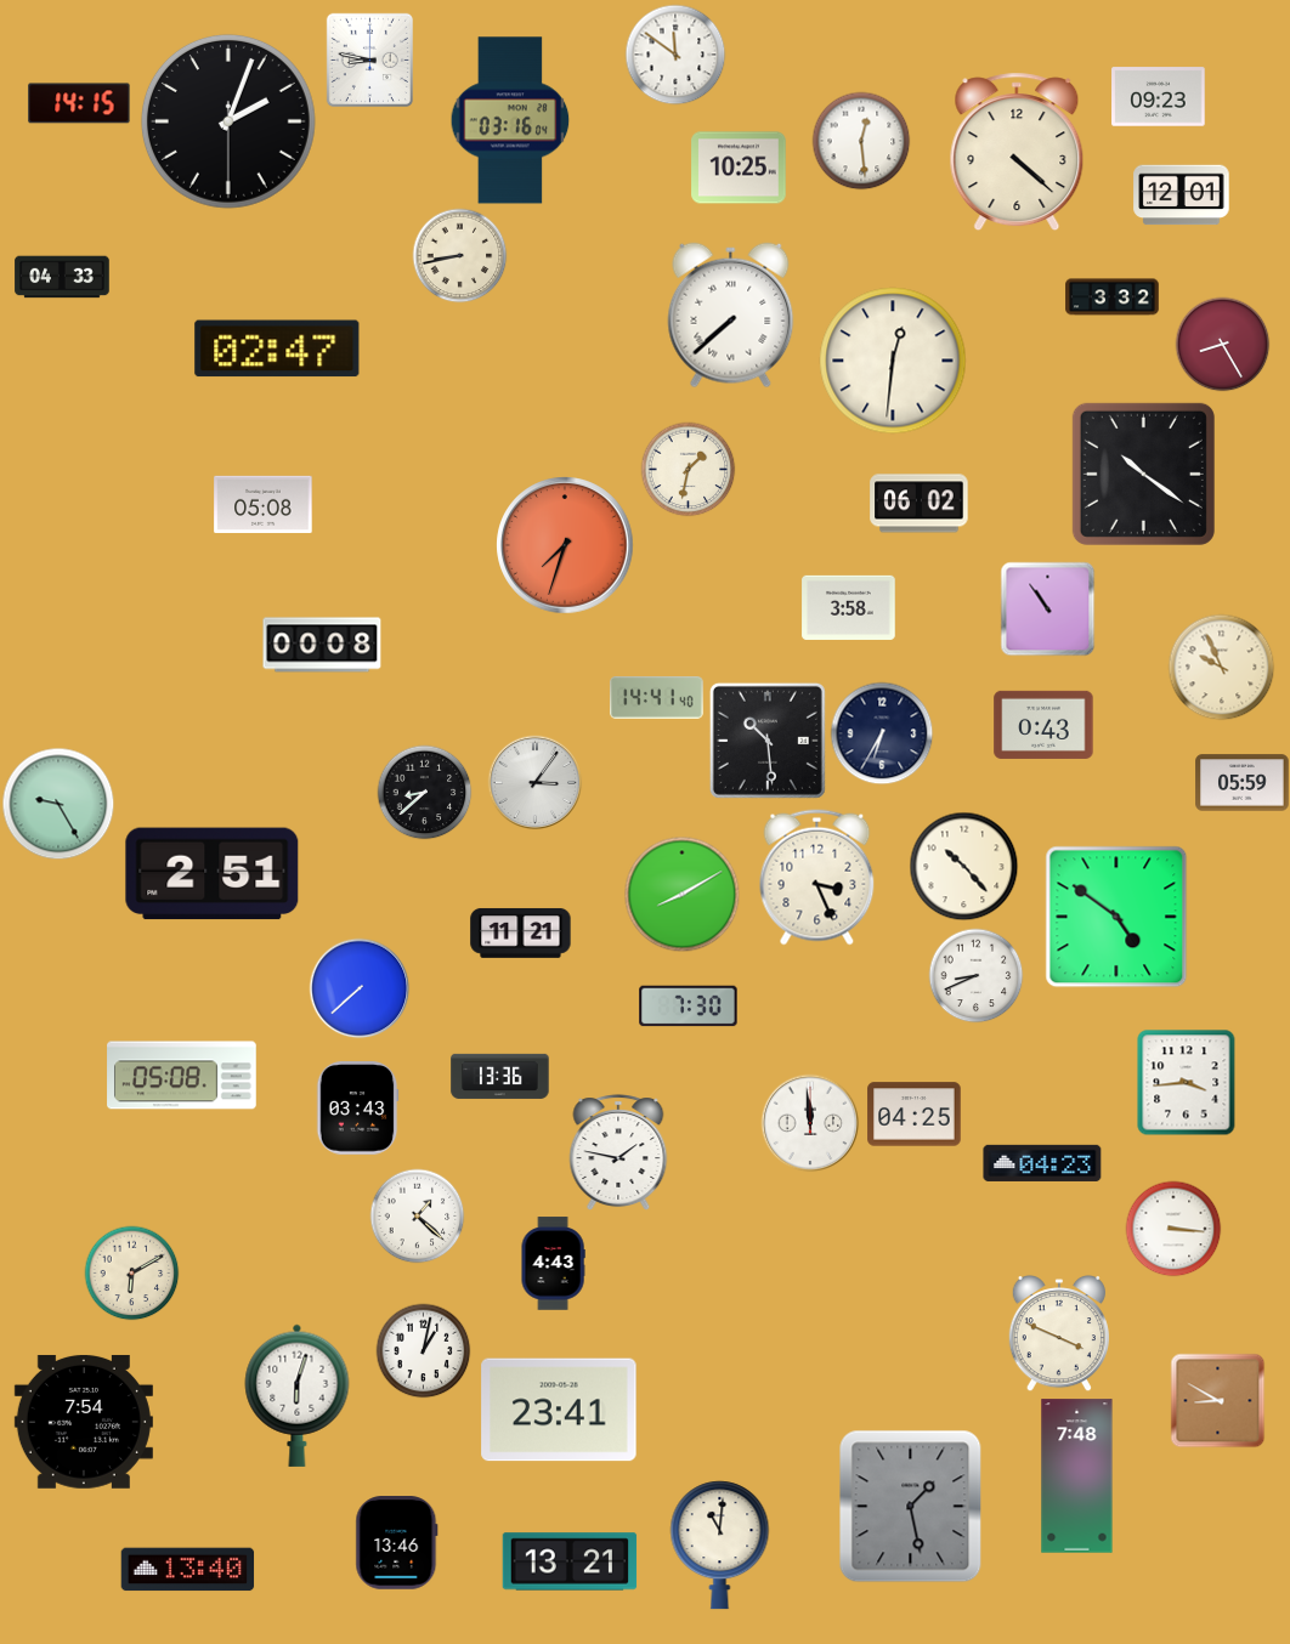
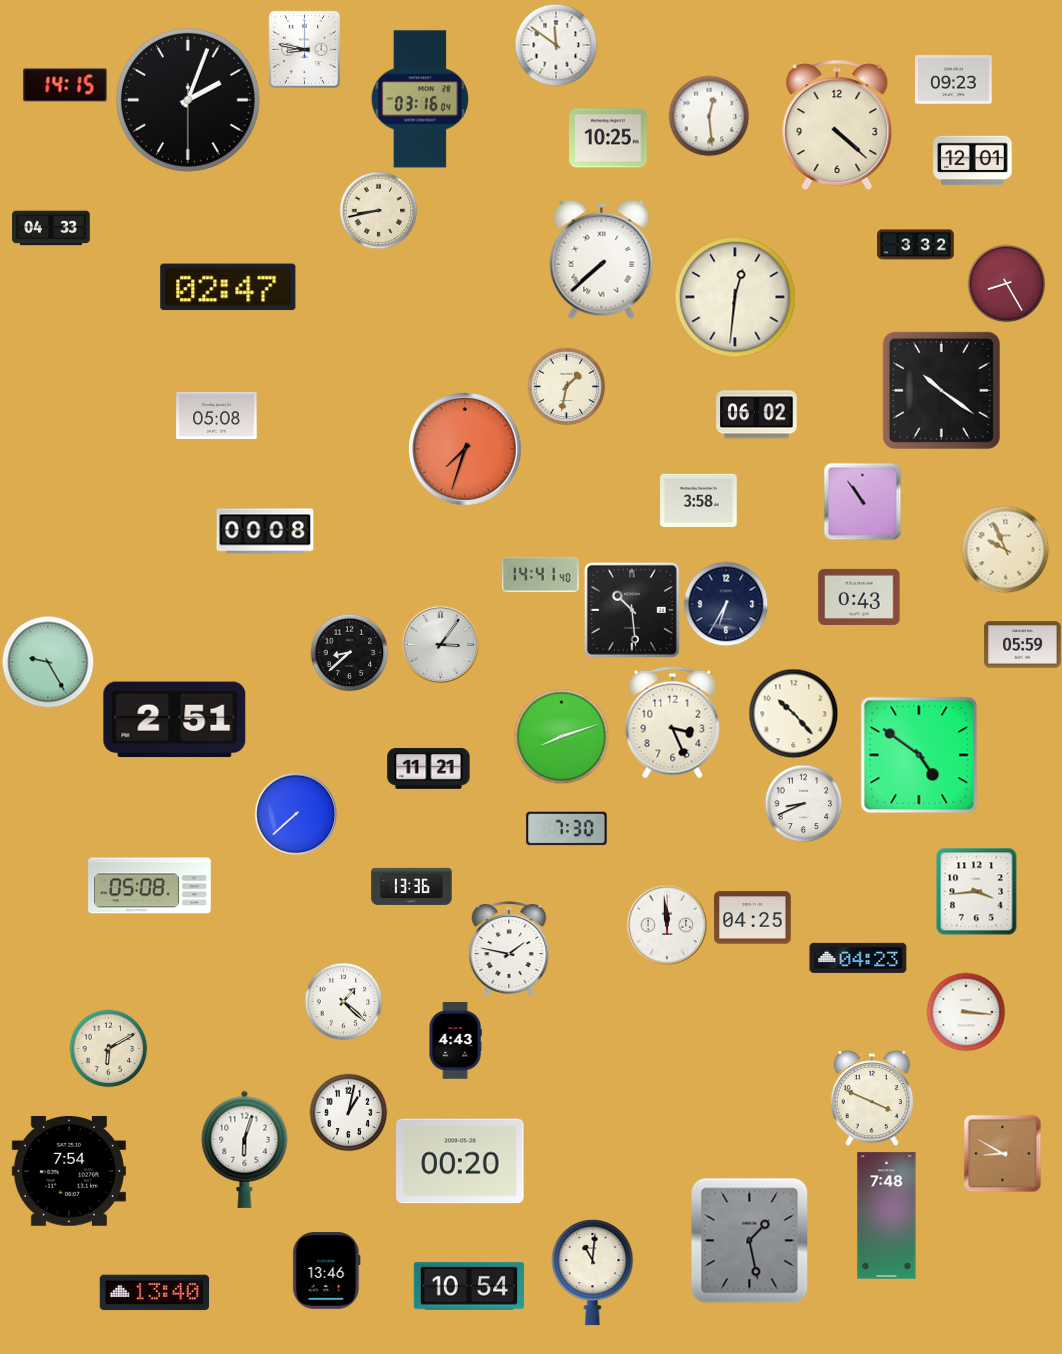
clock at (681, 894): 8:10 -> 8:12
clock at (357, 1109): 03:43 -> none
clock at (559, 1410): 23:41 -> 00:20
clock at (570, 1561): 13:21 -> 10:54
